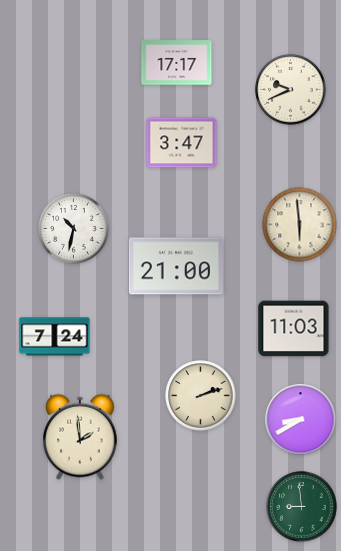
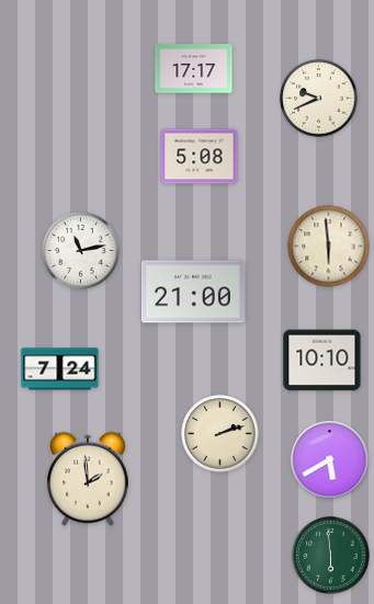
clock at (182, 143): 3:47 -> 5:08
clock at (74, 229): 10:32 -> 11:13
clock at (294, 329): 11:03 -> 10:10
clock at (301, 420): 8:40 -> 5:40
clock at (302, 507): 8:59 -> 5:59
